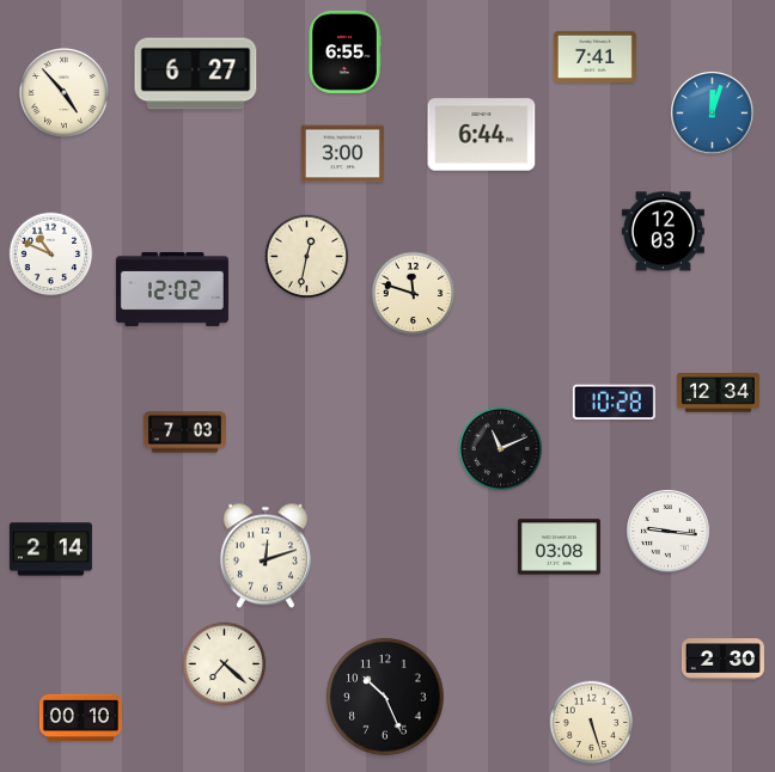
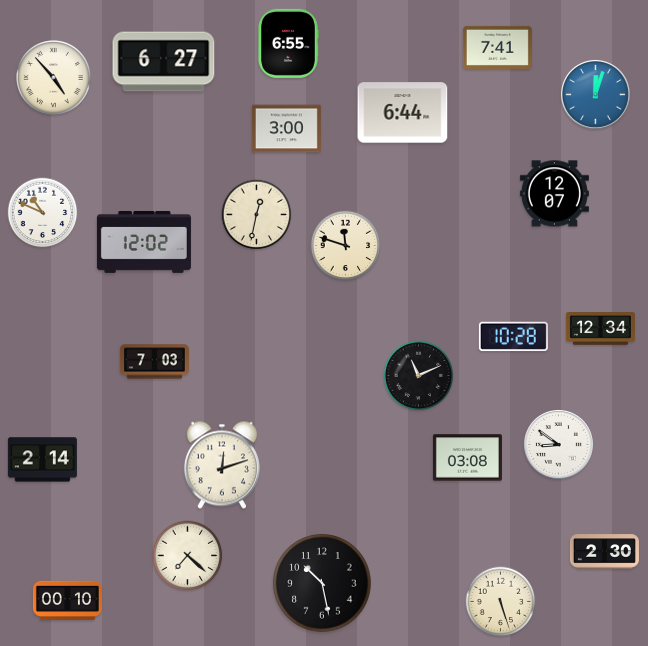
clock at (663, 232): 12:03 -> 12:07
clock at (669, 532): 9:16 -> 8:51
clock at (385, 697): 10:26 -> 10:28
clock at (592, 723) position: (592, 723) -> (501, 602)
